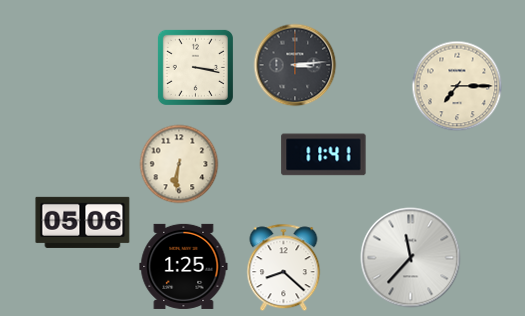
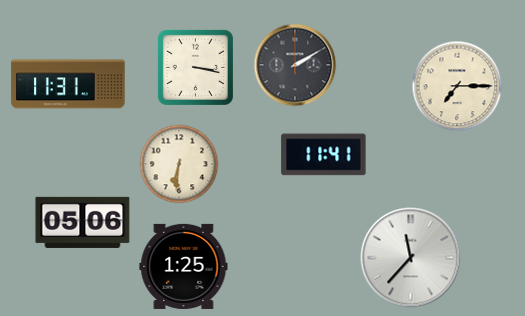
clock at (295, 65): 3:14 -> 2:10
clock at (68, 84): none -> 11:31
clock at (284, 268): 8:22 -> none
